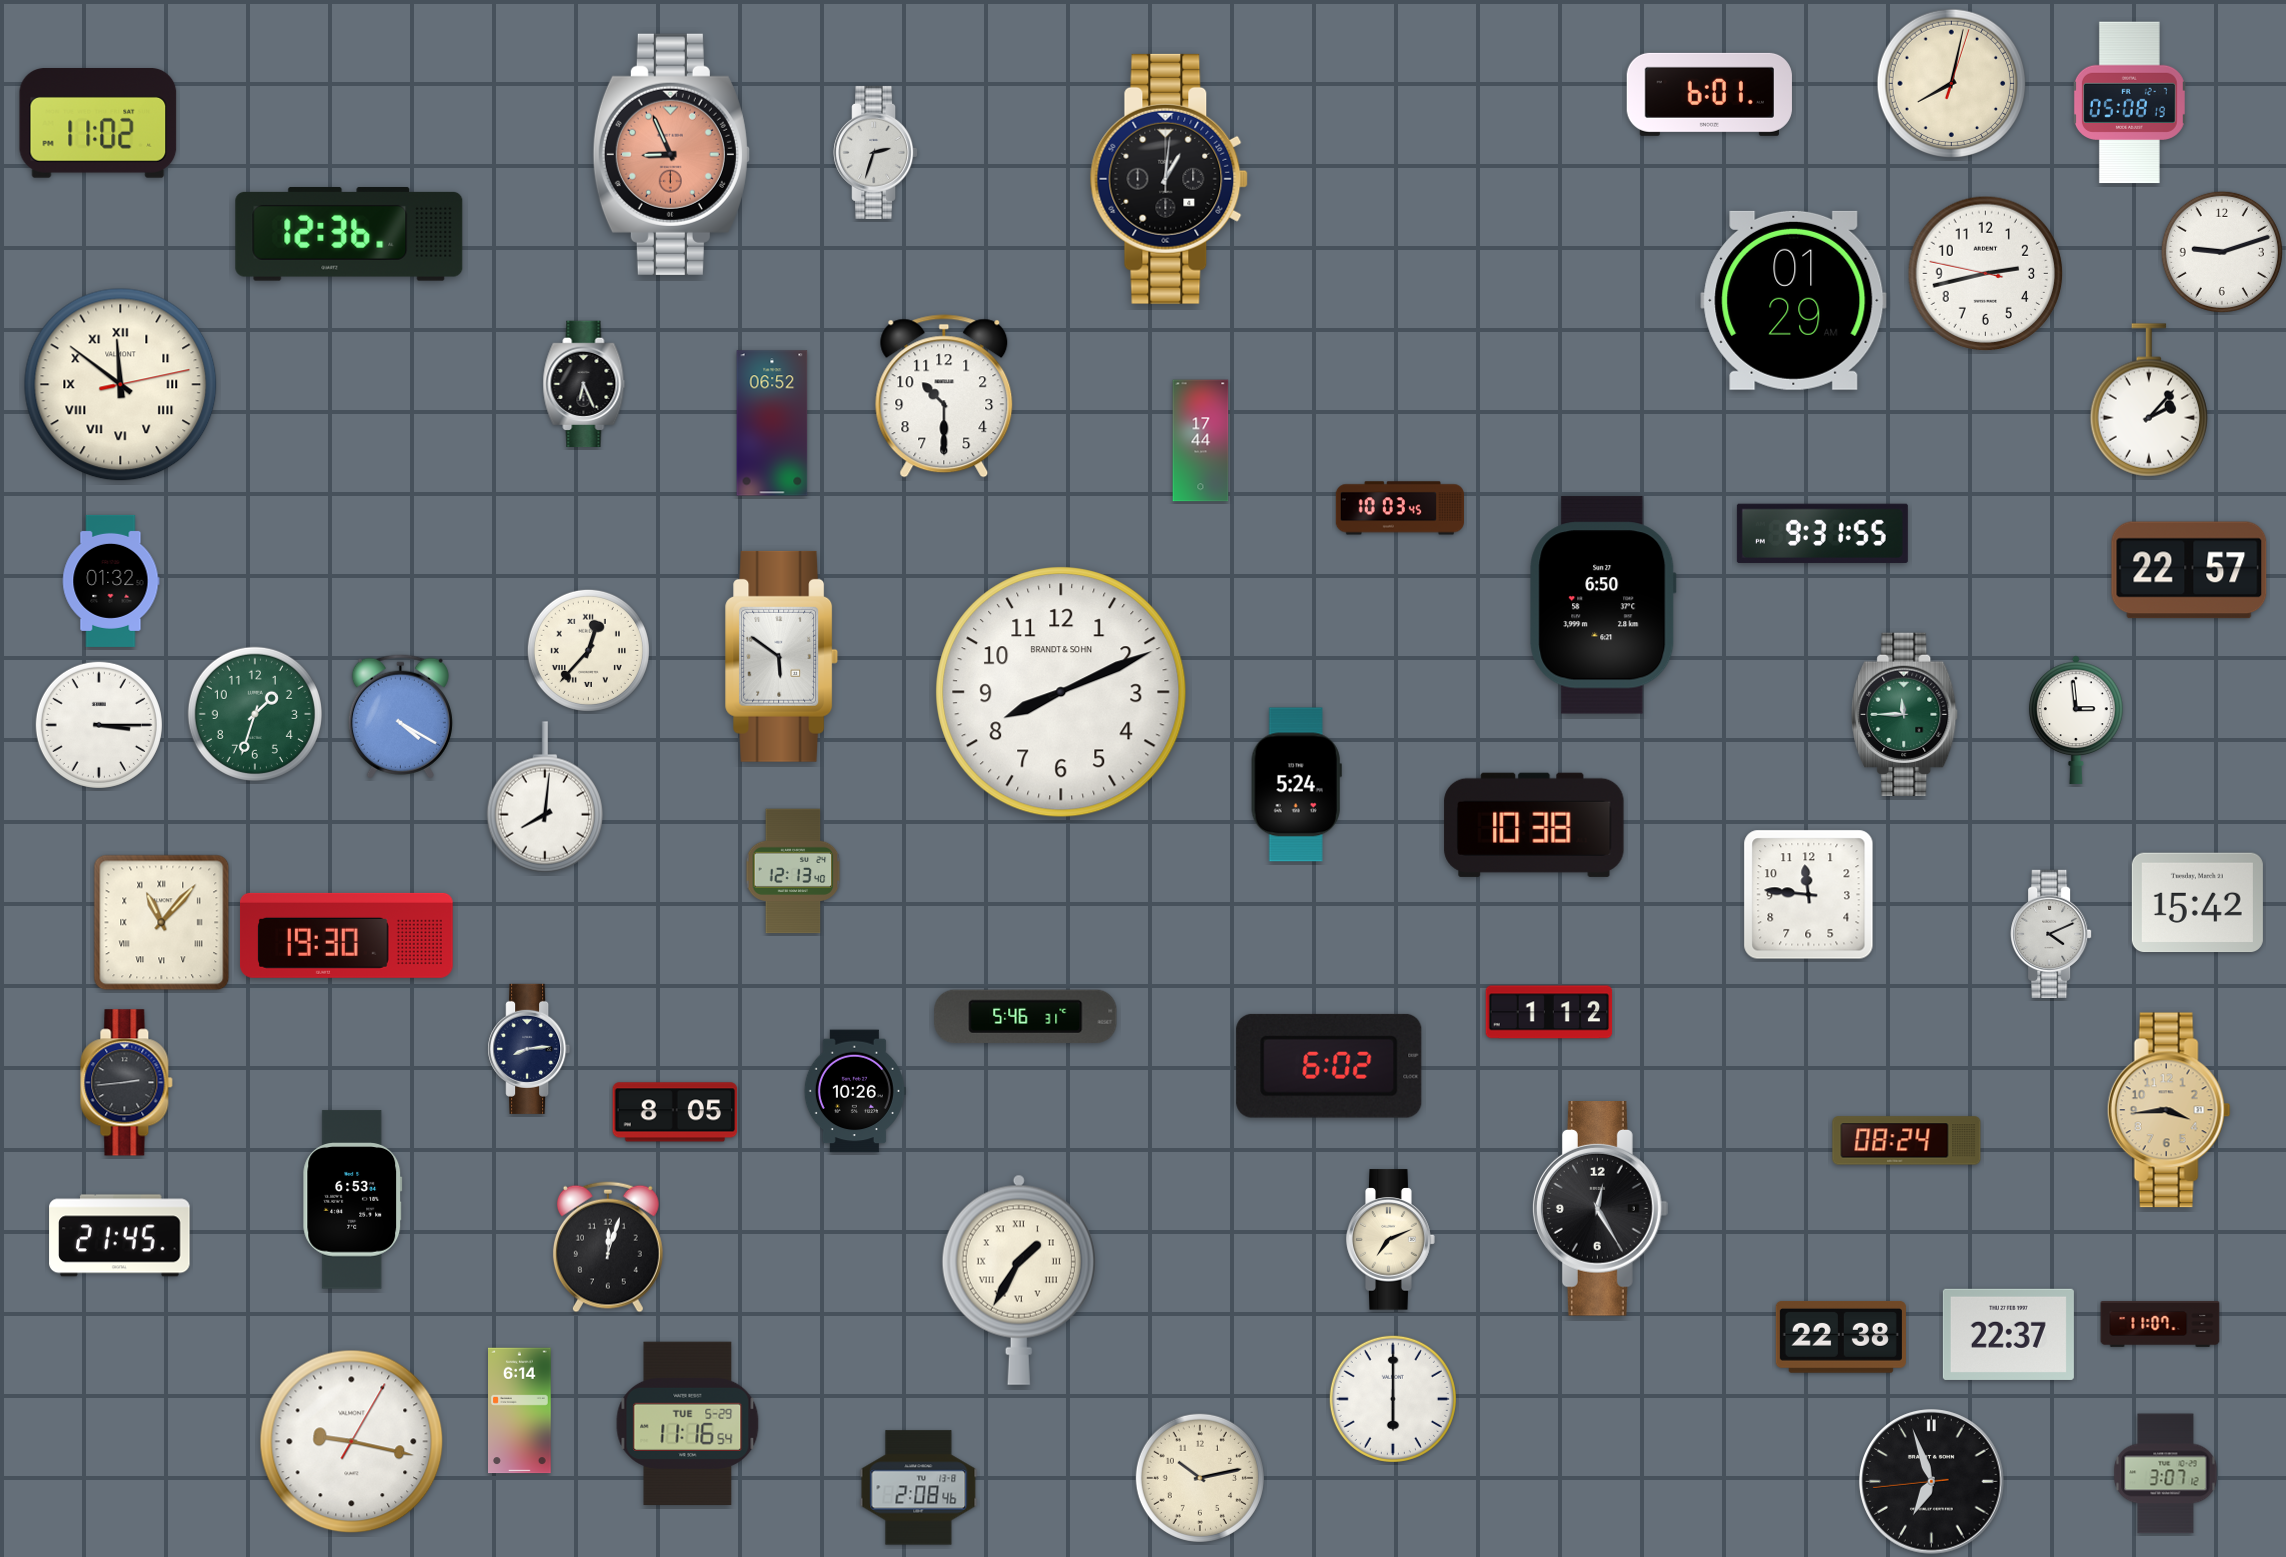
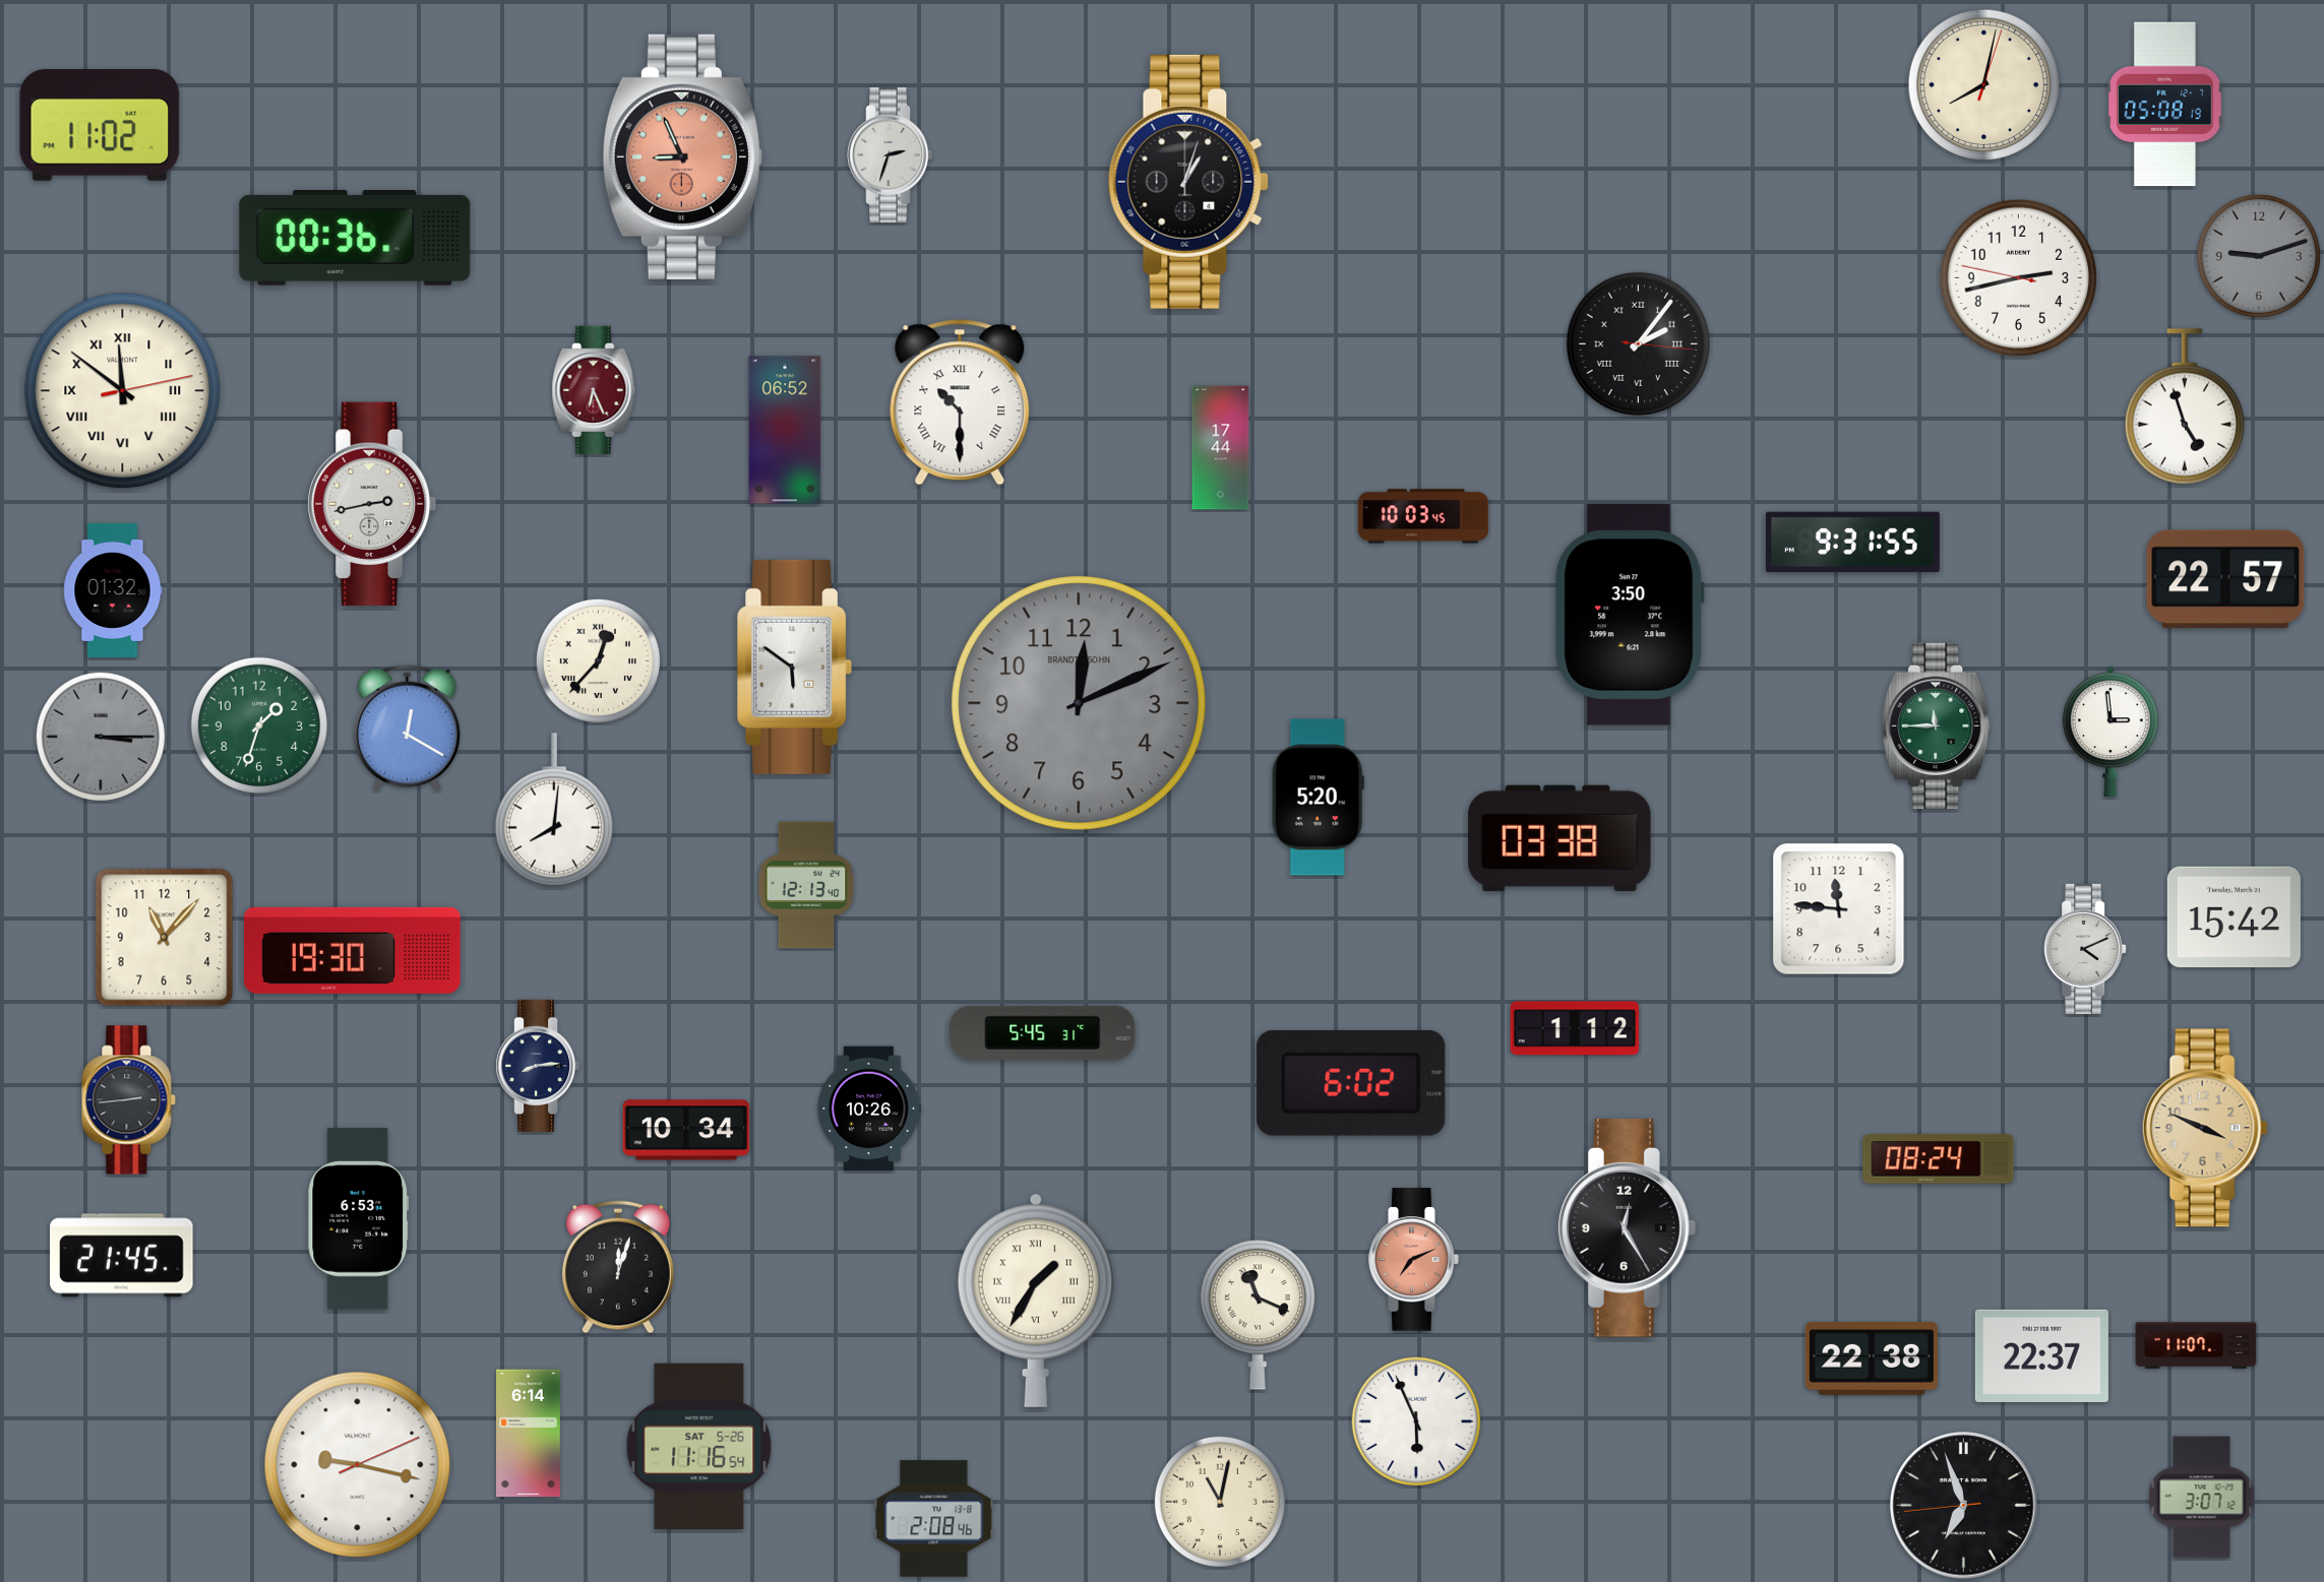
clock at (1709, 94): 6:01 -> none
clock at (1169, 179): 1:01 -> 1:03
clock at (349, 234): 12:36 -> 00:36
clock at (2222, 252) dial: white -> grey
clock at (1794, 300): 01:29 -> none
clock at (1638, 343): none -> 2:06
clock at (584, 384) dial: black -> burgundy
clock at (944, 396) numerals: Arabic -> Roman
clock at (2148, 400): 2:07 -> 4:57
clock at (372, 503): none -> 2:43
clock at (1603, 605): 6:50 -> 3:50
clock at (1061, 692): 8:11 -> 12:11
clock at (1061, 692) dial: white -> grey
clock at (400, 716): 4:20 -> 12:20
clock at (99, 725) dial: white -> grey
clock at (1296, 785): 5:24 -> 5:20
clock at (1534, 825): 10:38 -> 03:38
clock at (162, 923) numerals: Roman -> Arabic
clock at (1026, 1016): 5:46 -> 5:45
clock at (2169, 1110): 3:44 -> 3:49
clock at (675, 1112): 8:05 -> 10:34
clock at (1391, 1240) dial: cream -> salmon
clock at (1258, 1315): none -> 11:19
clock at (1393, 1399): 6:00 -> 5:56
clock at (688, 1424) date: TUE 5-29 -> SAT 5-26
clock at (352, 1442): 9:17:05 -> 9:17:11
clock at (1200, 1478): 10:13 -> 11:02
clock at (919, 1488) position: (919, 1488) -> (934, 1519)
